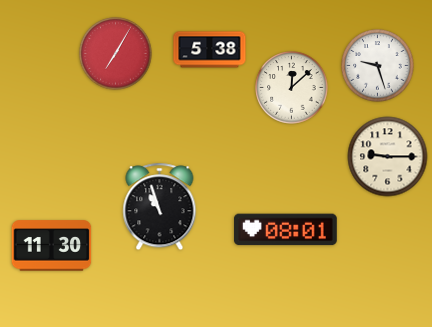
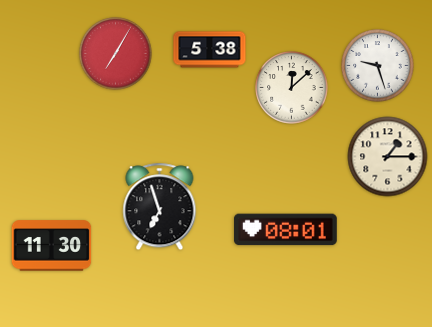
clock at (388, 157): 9:15 -> 1:15
clock at (160, 207): 10:57 -> 6:57
